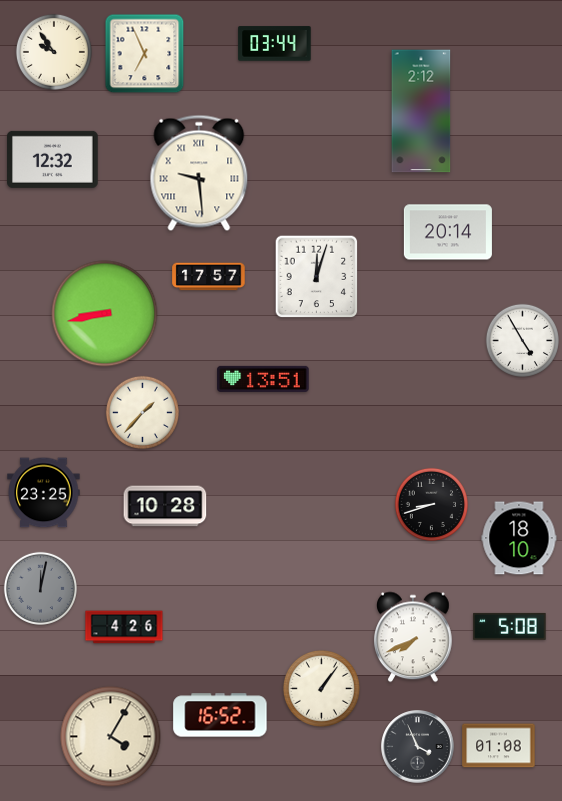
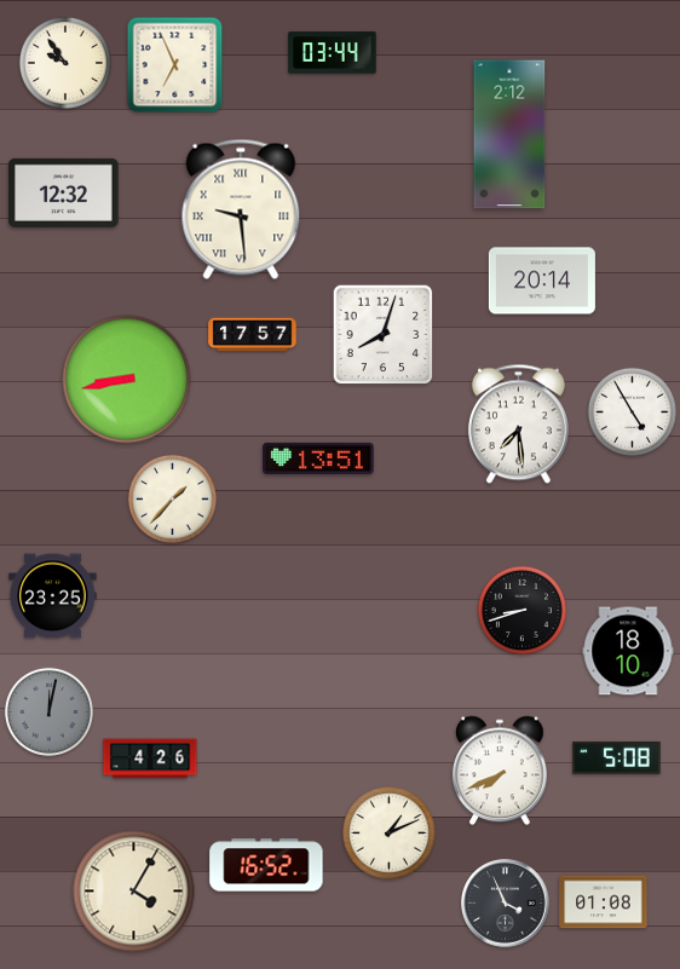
clock at (317, 277): 12:03 -> 8:03
clock at (518, 425): none -> 7:29
clock at (165, 506): 10:28 -> none
clock at (321, 688): 1:06 -> 1:11
